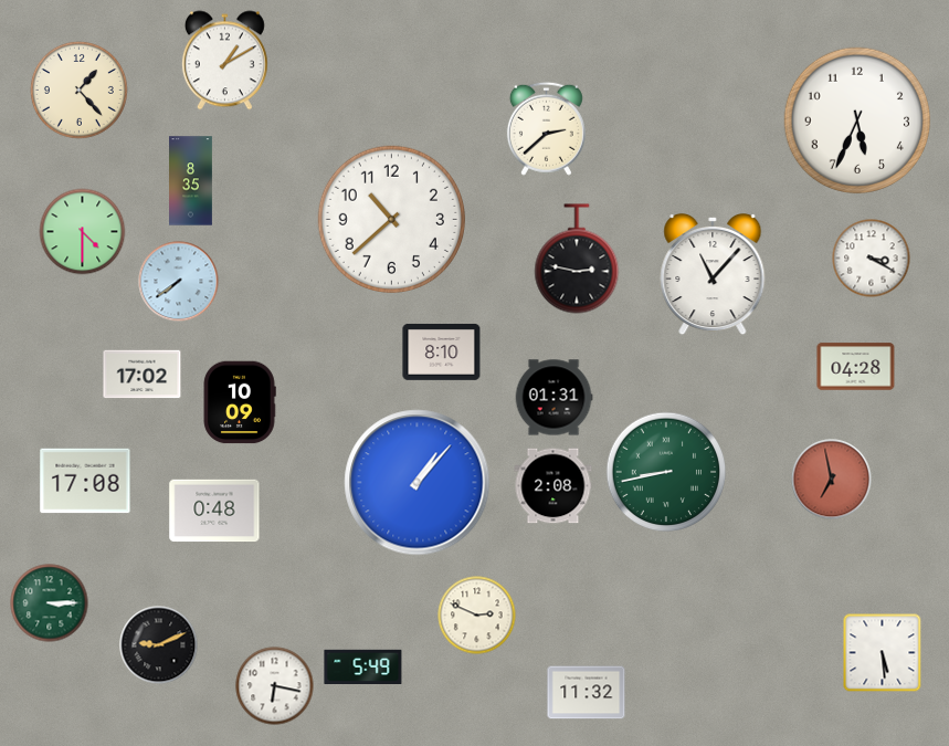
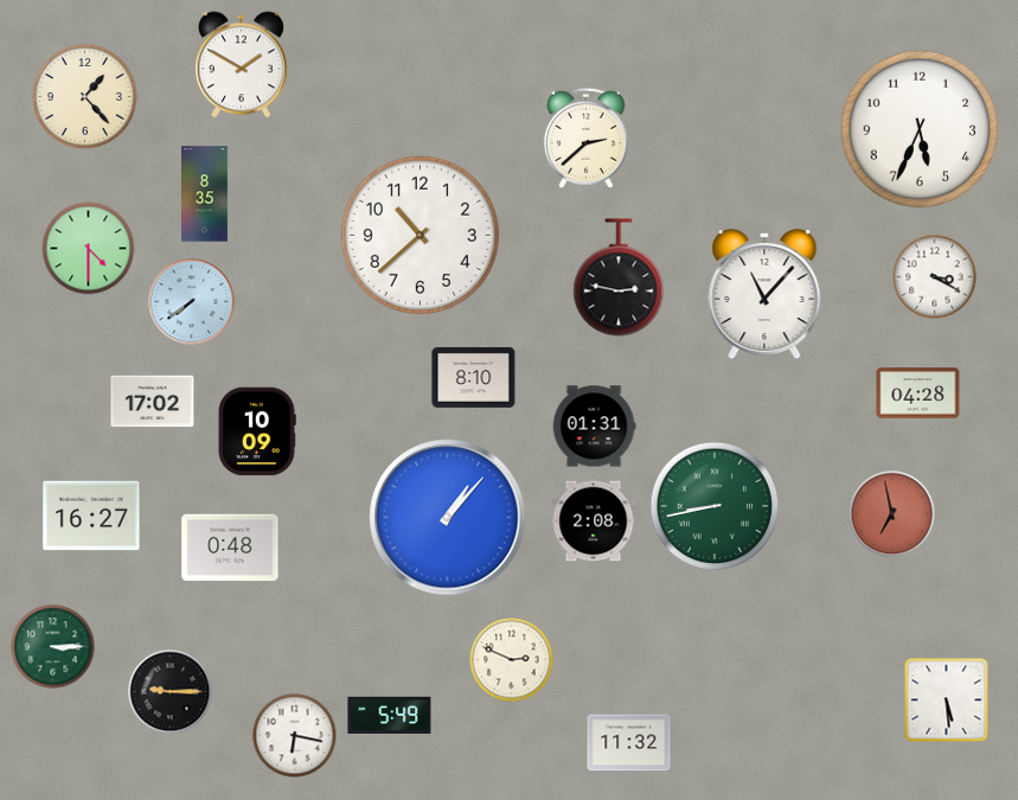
clock at (224, 61): 1:10 -> 1:50
clock at (85, 481): 17:08 -> 16:27
clock at (159, 645): 9:11 -> 9:15
